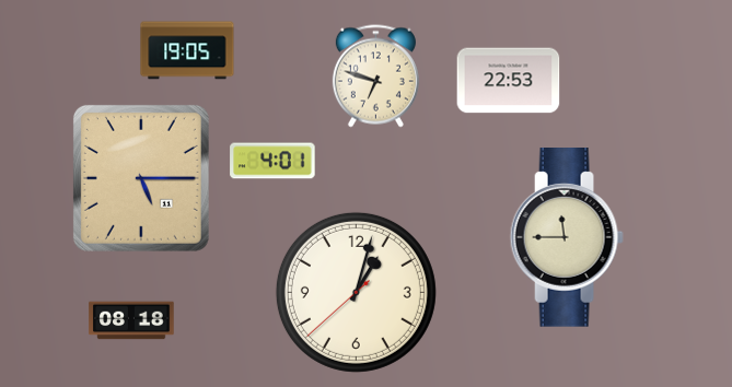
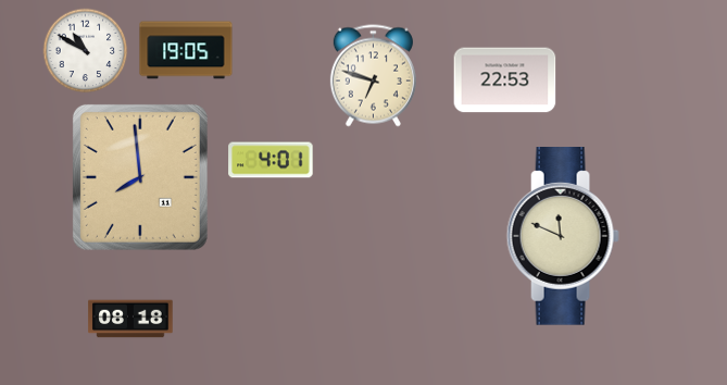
clock at (86, 51): none -> 10:50
clock at (141, 178): 5:15 -> 7:59
clock at (567, 237): 11:45 -> 11:49
clock at (356, 292): 1:02 -> none
